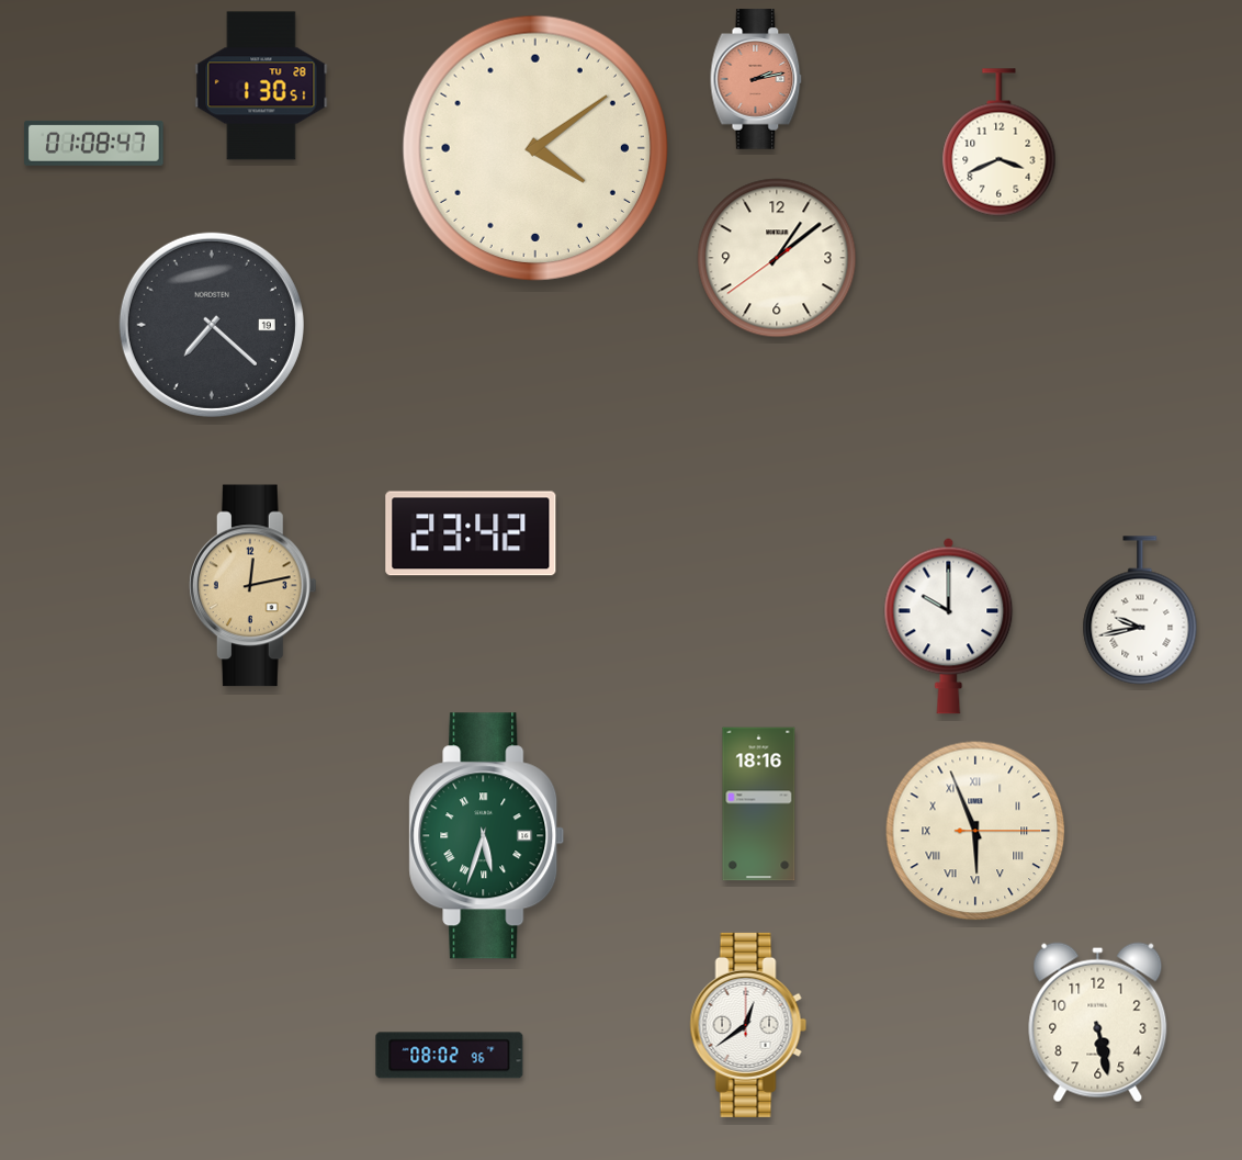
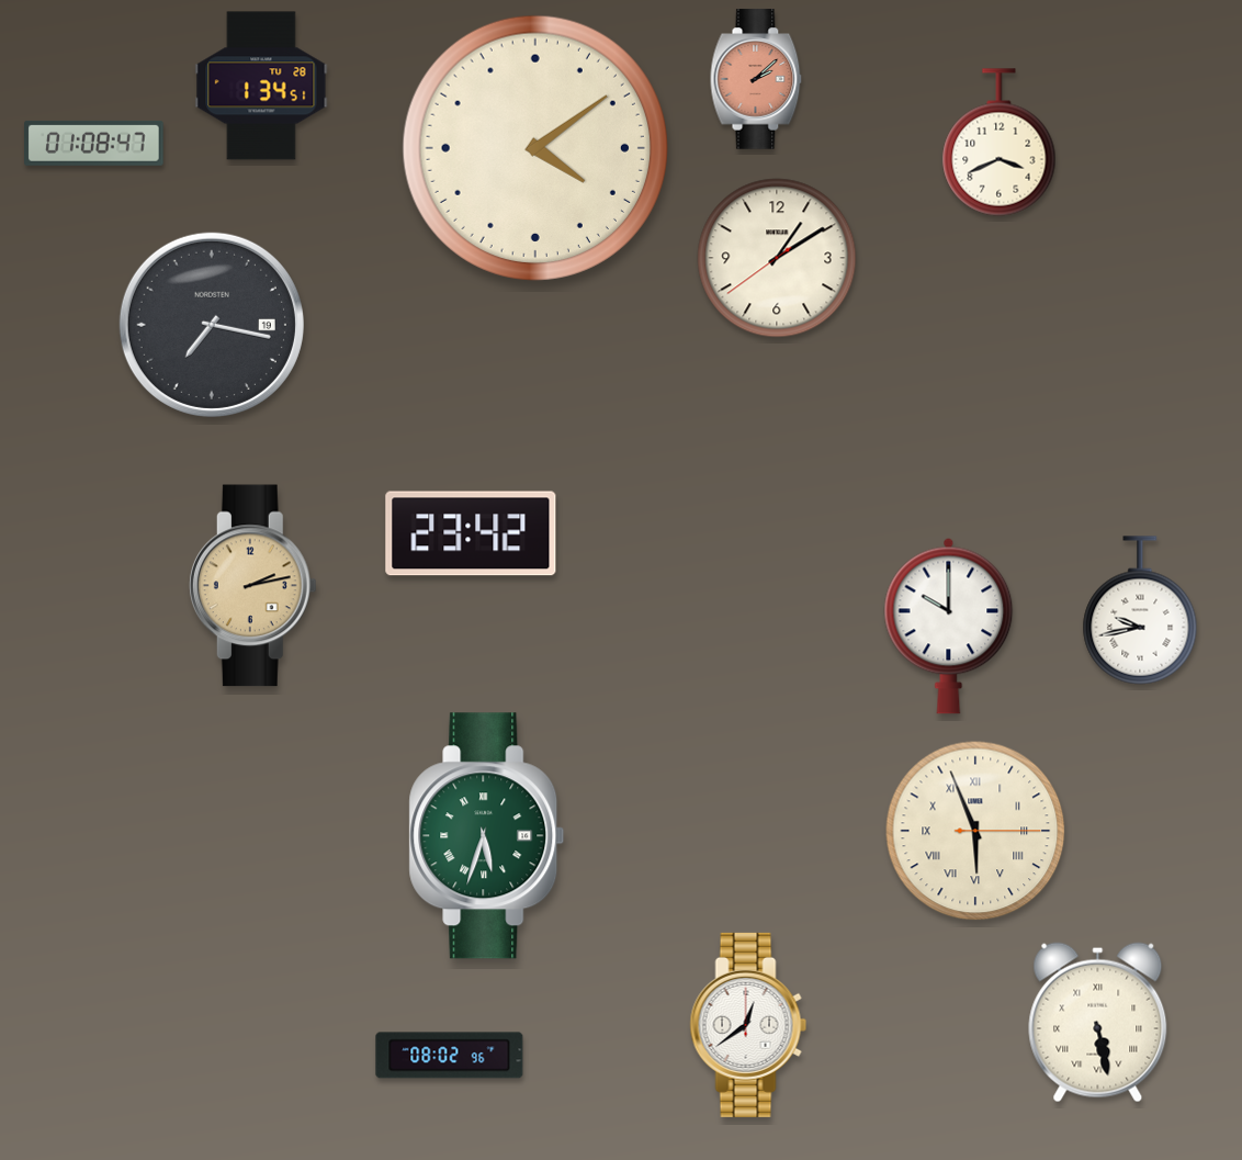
clock at (756, 79): 2:13 -> 2:08
clock at (261, 86): 1:30 -> 1:34
clock at (777, 258): 1:08 -> 1:09
clock at (212, 325): 7:22 -> 7:17
clock at (252, 586): 12:13 -> 2:13
clock at (759, 804): 18:16 -> none
clock at (1098, 1023) numerals: Arabic -> Roman
